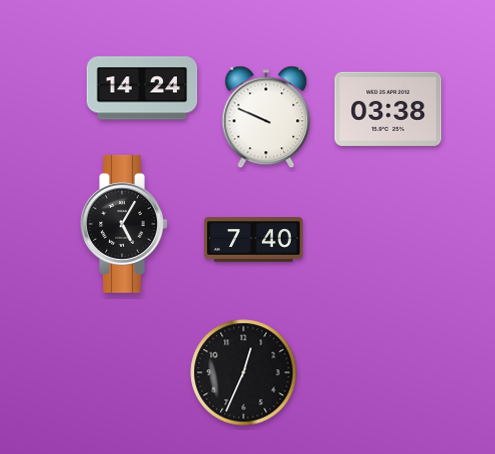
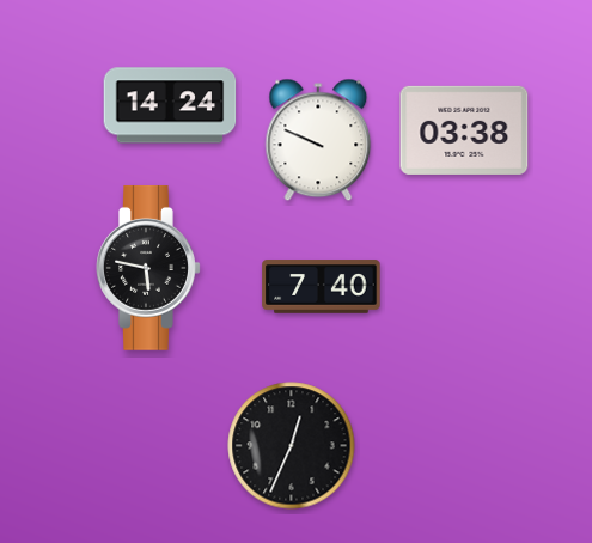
clock at (124, 224): 5:05 -> 5:47
clock at (254, 240) position: (254, 240) -> (322, 287)
